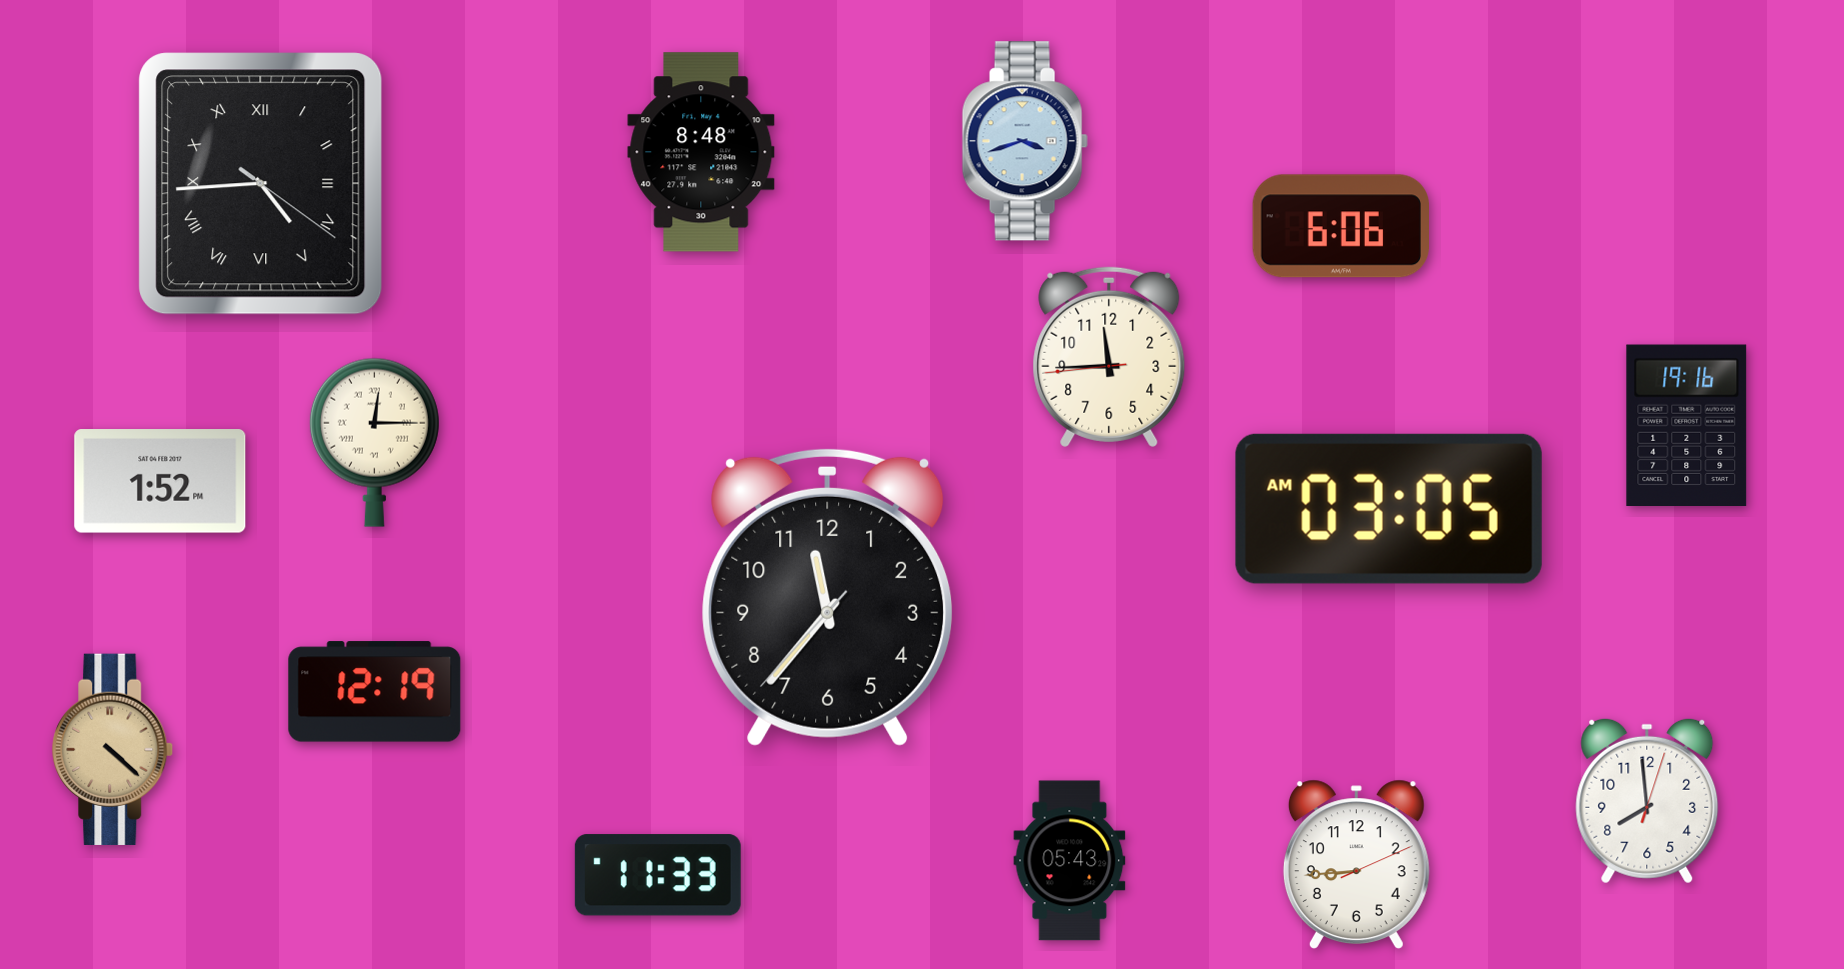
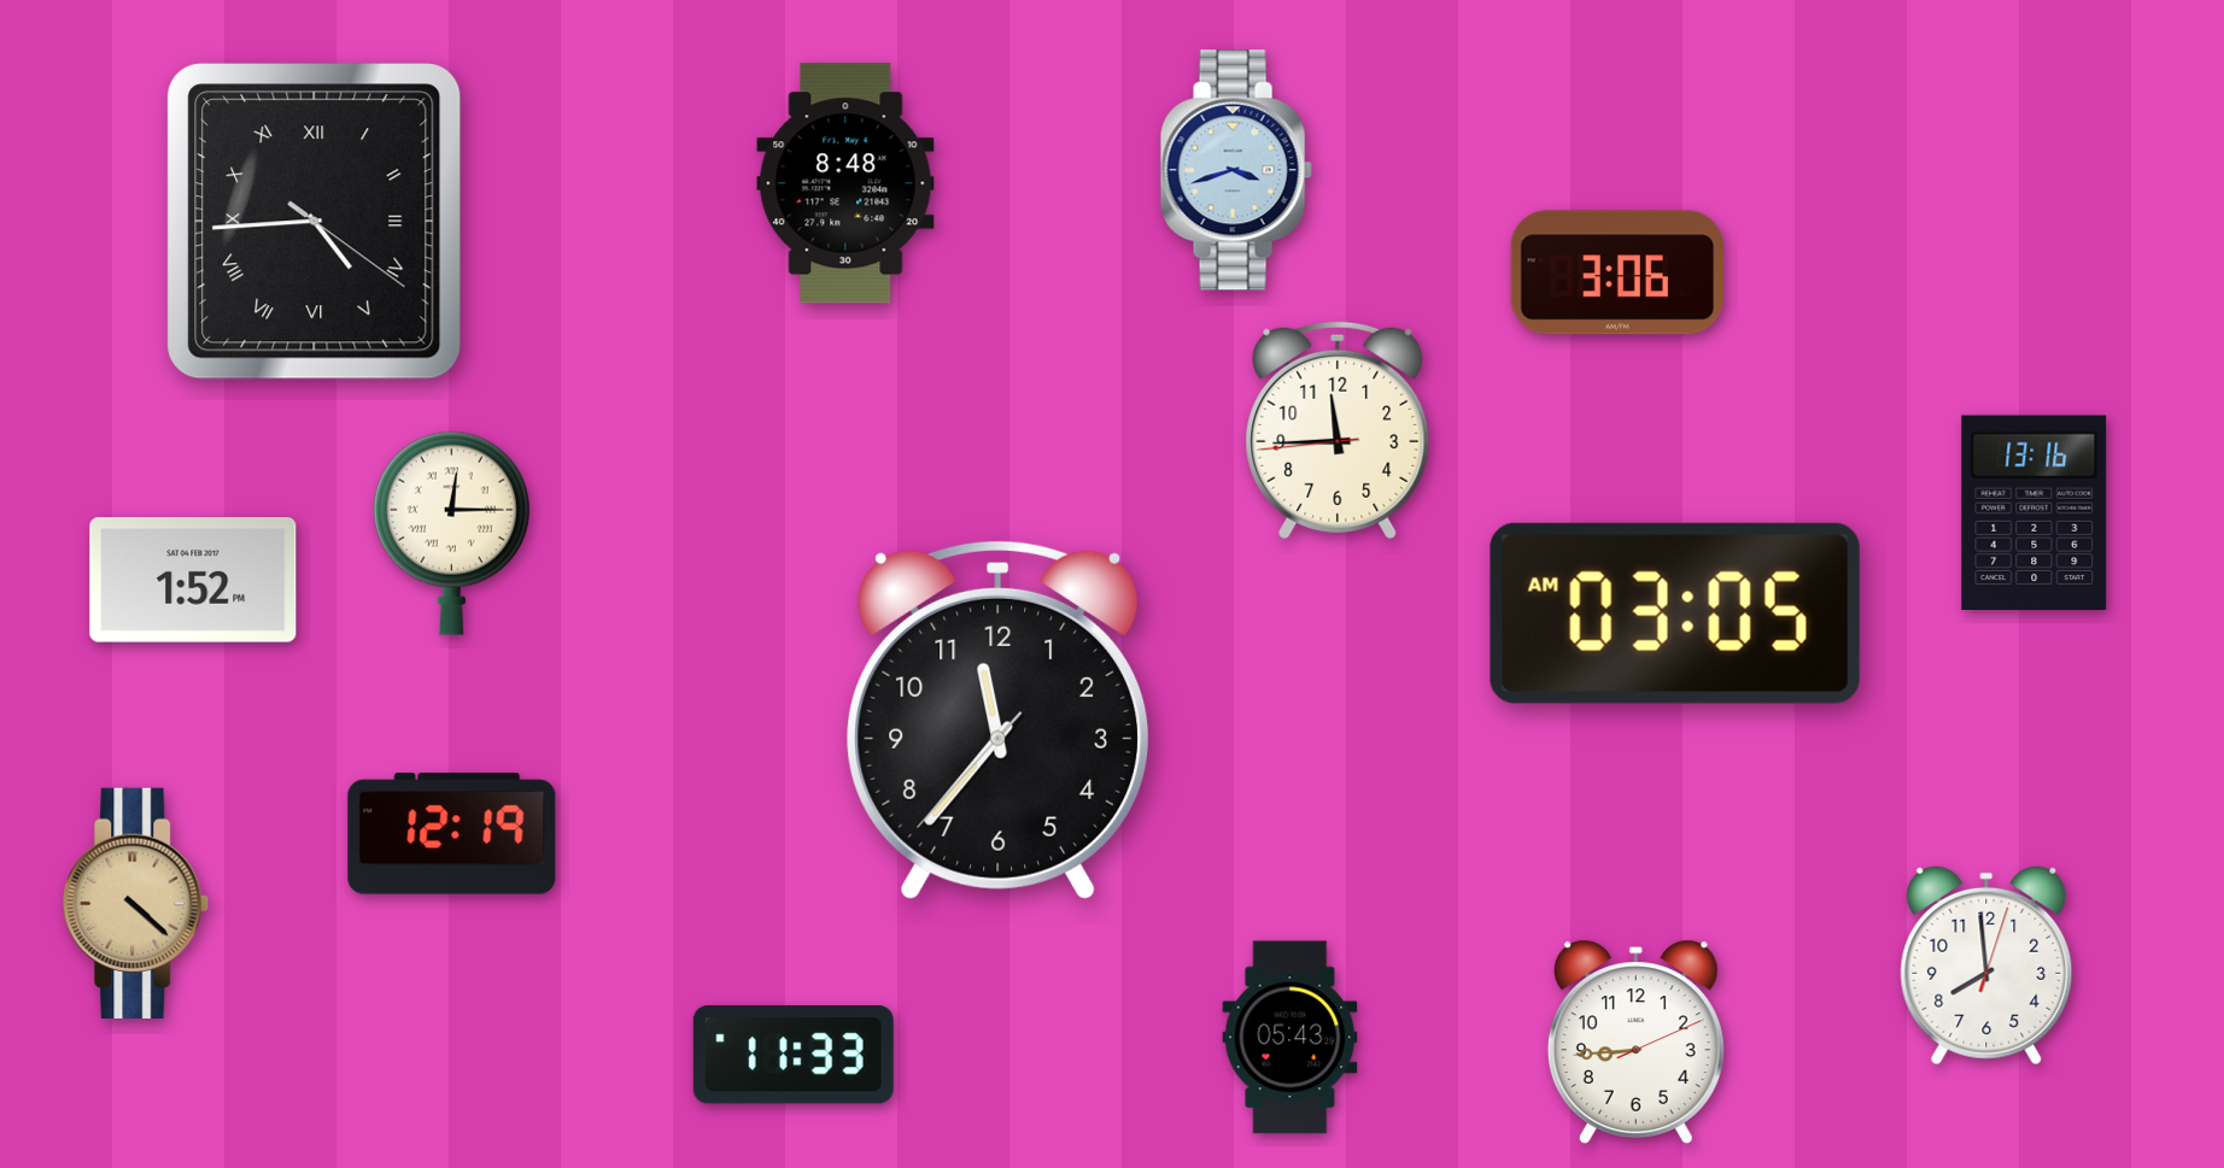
clock at (1340, 226): 6:06 -> 3:06
clock at (1687, 425): 19:16 -> 13:16
